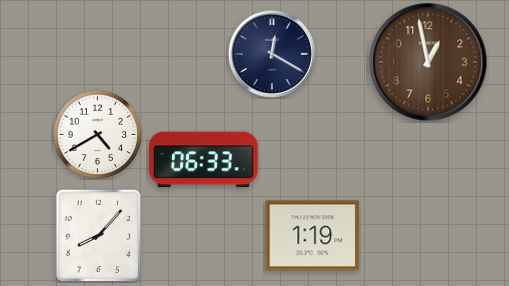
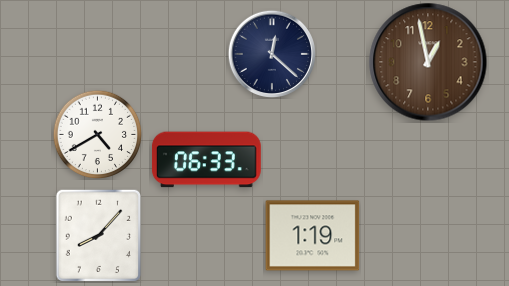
clock at (271, 53): 12:20 -> 12:22
clock at (203, 160) position: (203, 160) -> (206, 160)
